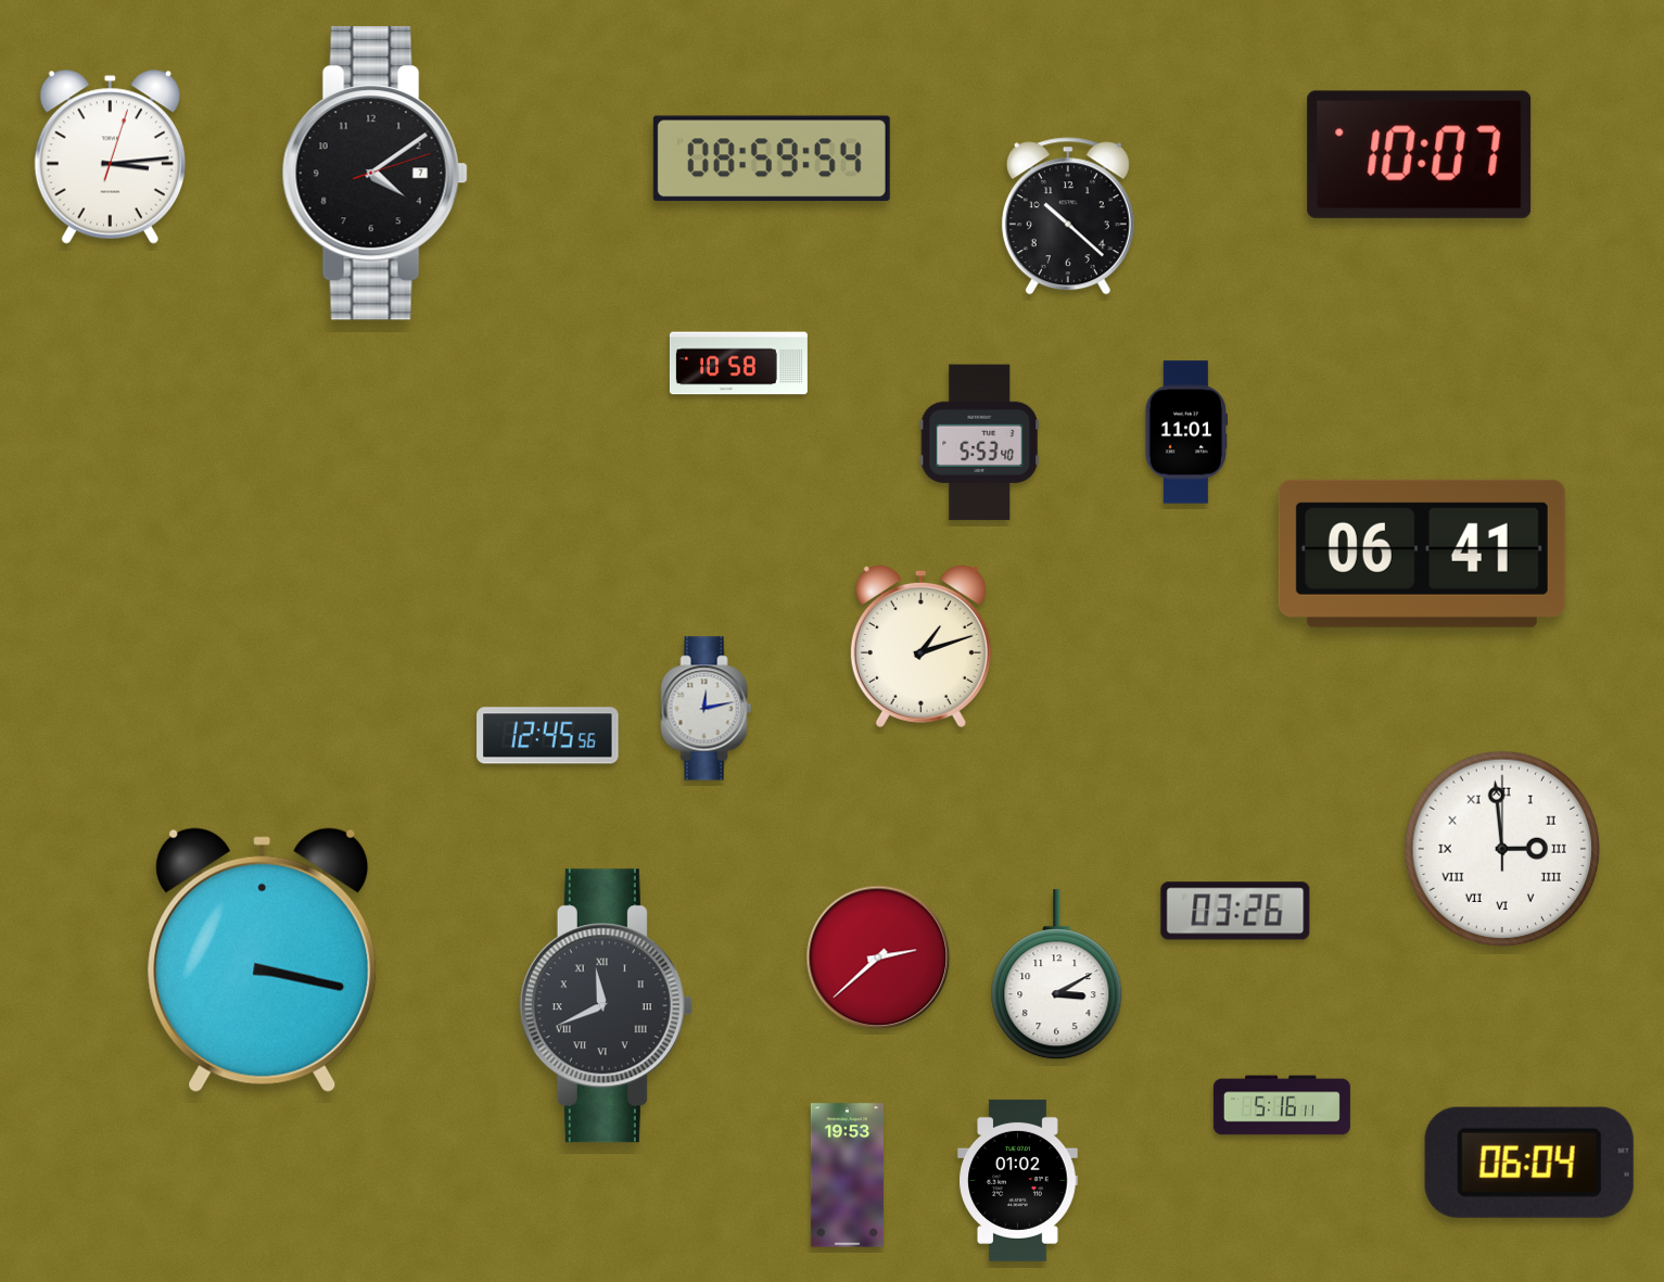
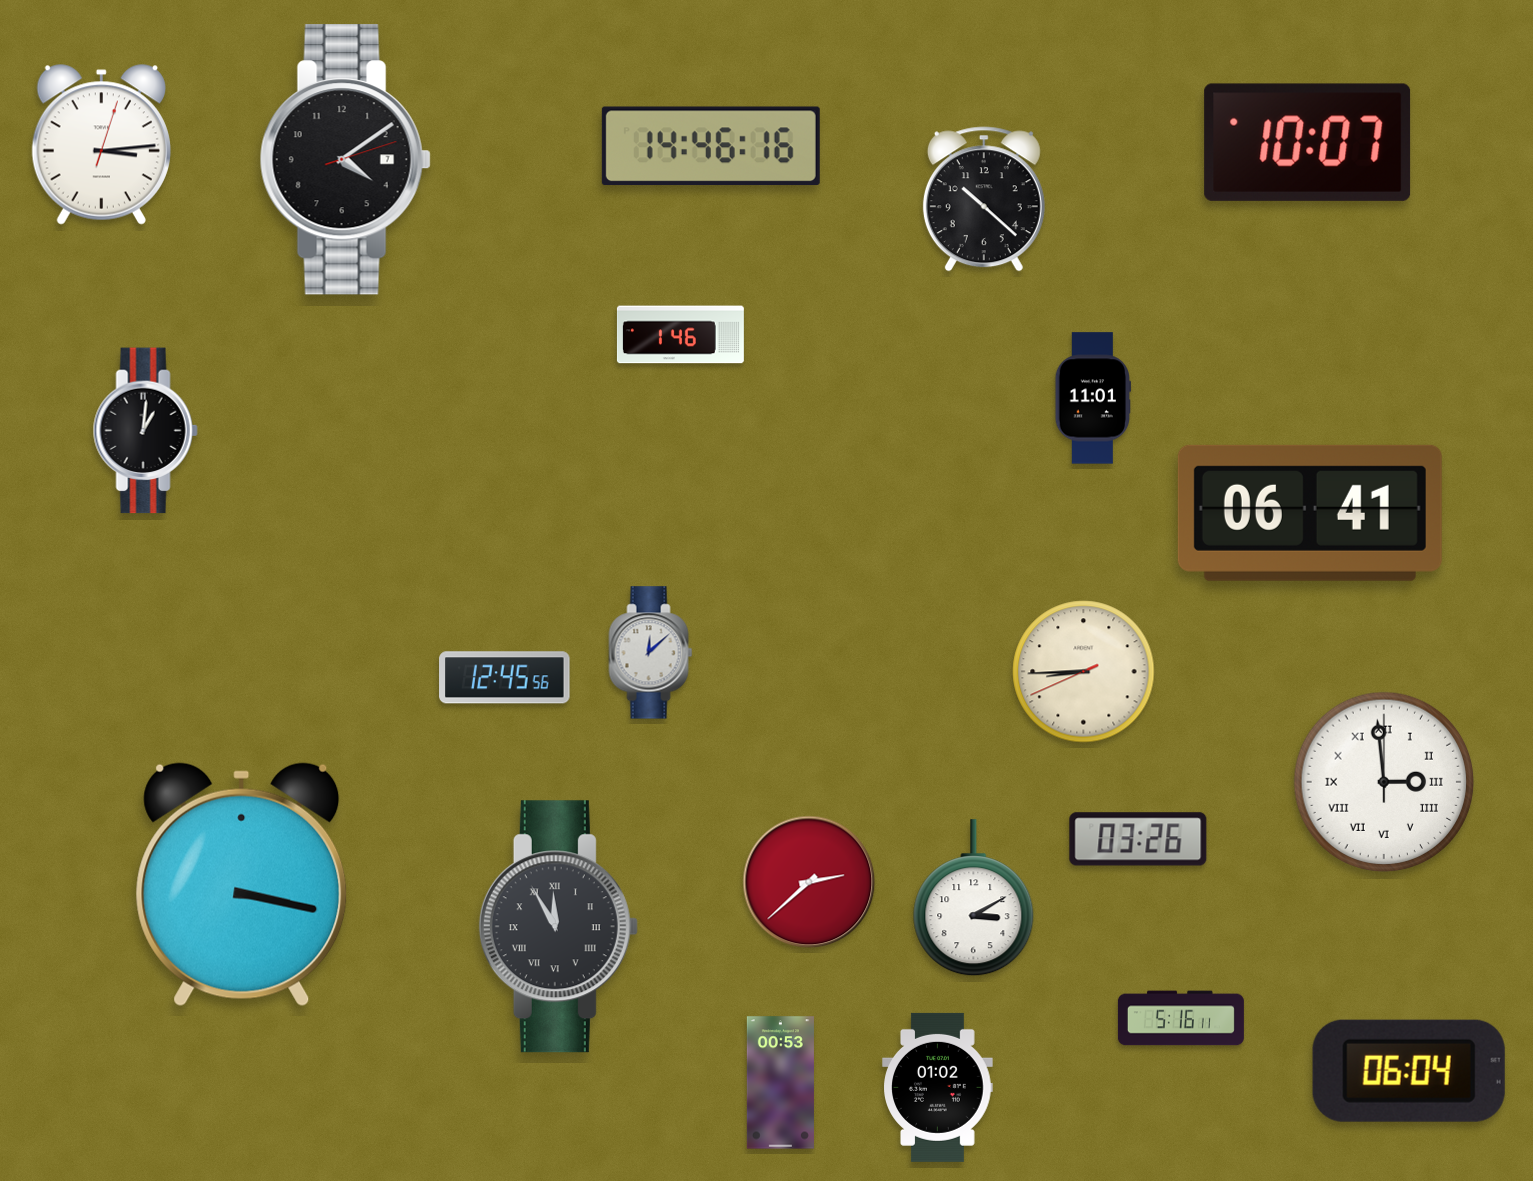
clock at (772, 158): 08:59 -> 14:46
clock at (738, 364): 10:58 -> 1:46
clock at (980, 443): 5:53 -> none
clock at (145, 431): none -> 1:01
clock at (1422, 554) position: (1422, 554) -> (1310, 513)
clock at (920, 646): 1:12 -> none
clock at (707, 709): 12:13 -> 12:08
clock at (1084, 672): none -> 8:44
clock at (606, 1006): 11:41 -> 11:55
clock at (847, 1176): 19:53 -> 00:53
